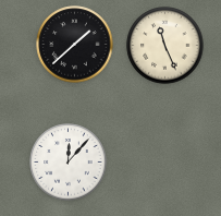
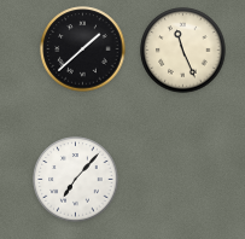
clock at (69, 163): 12:07 -> 7:07
